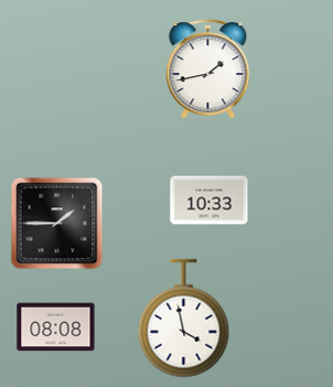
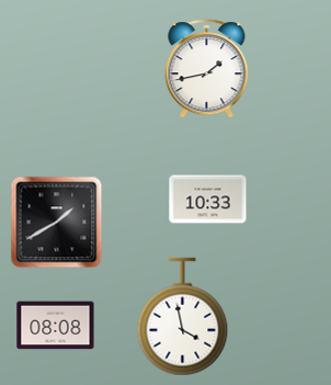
clock at (57, 224): 1:45 -> 1:40
